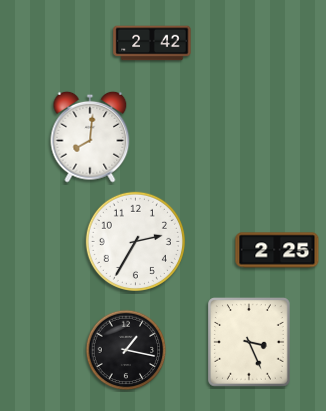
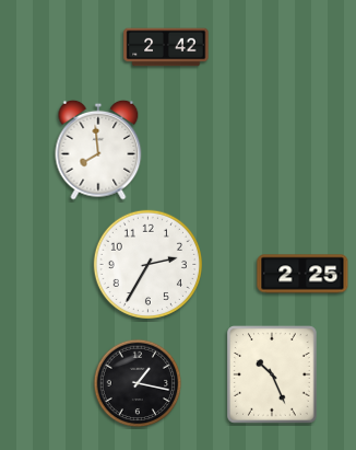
clock at (90, 137): 8:01 -> 7:59
clock at (250, 343): 3:26 -> 10:26
